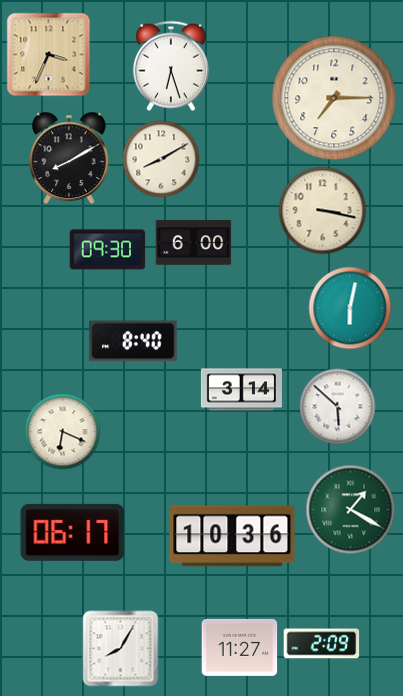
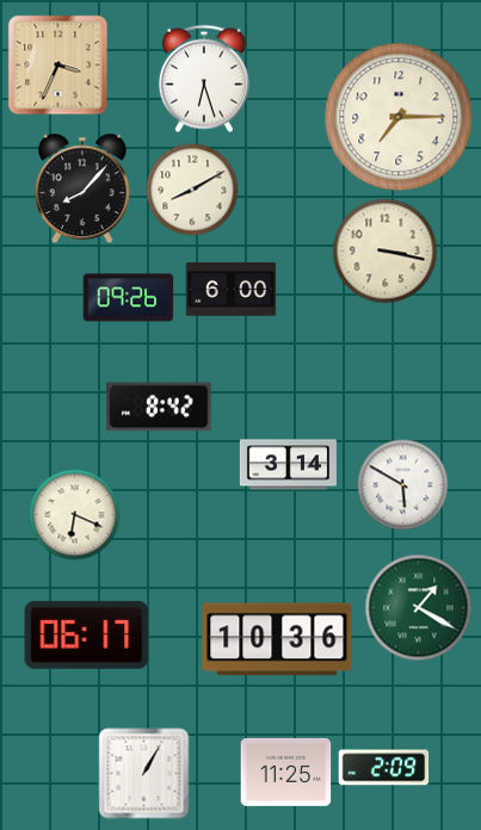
clock at (70, 158): 8:10 -> 8:07
clock at (108, 250): 09:30 -> 09:26
clock at (350, 308): 6:02 -> none
clock at (133, 341): 8:40 -> 8:42
clock at (338, 407): 5:52 -> 5:50
clock at (240, 647): 11:27 -> 11:25
clock at (121, 649): 8:05 -> 1:05
